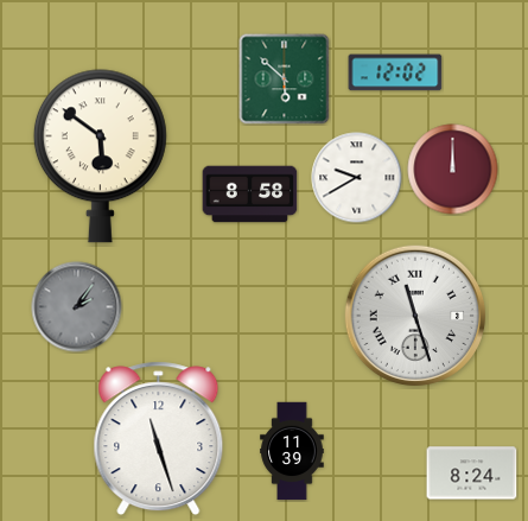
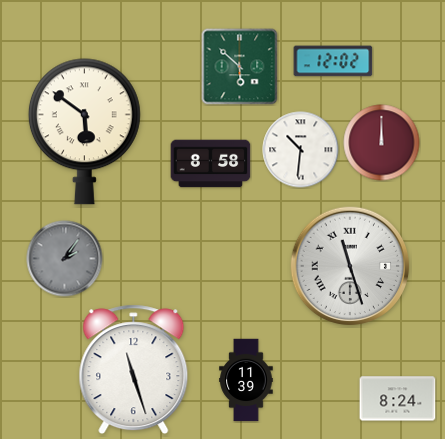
clock at (357, 178): 9:40 -> 10:31
